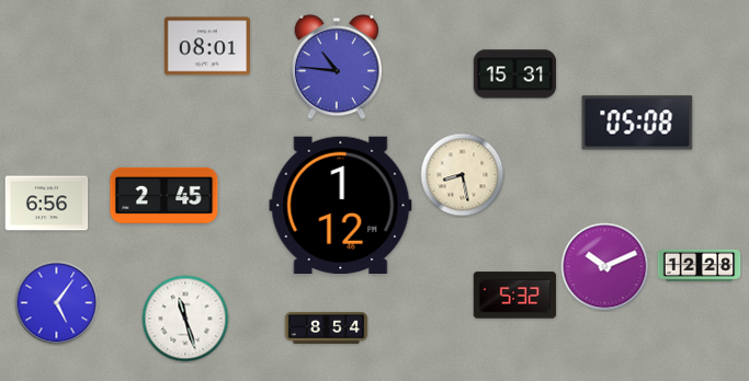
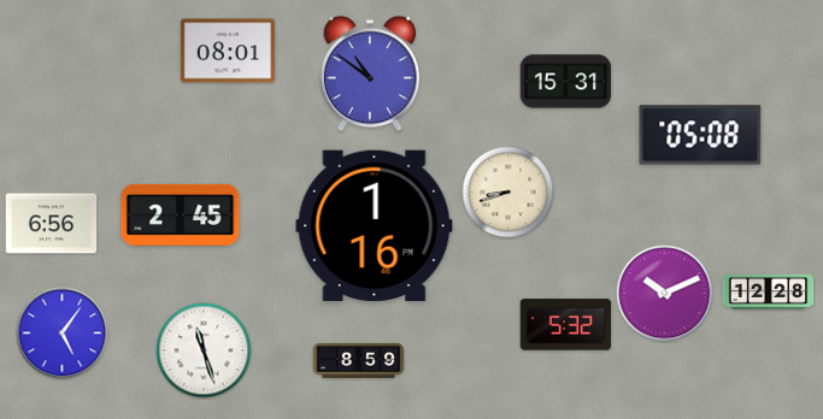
clock at (337, 67): 10:46 -> 10:51
clock at (463, 175): 8:28 -> 8:42
clock at (341, 206): 1:12 -> 1:16
clock at (327, 328): 8:54 -> 8:59
